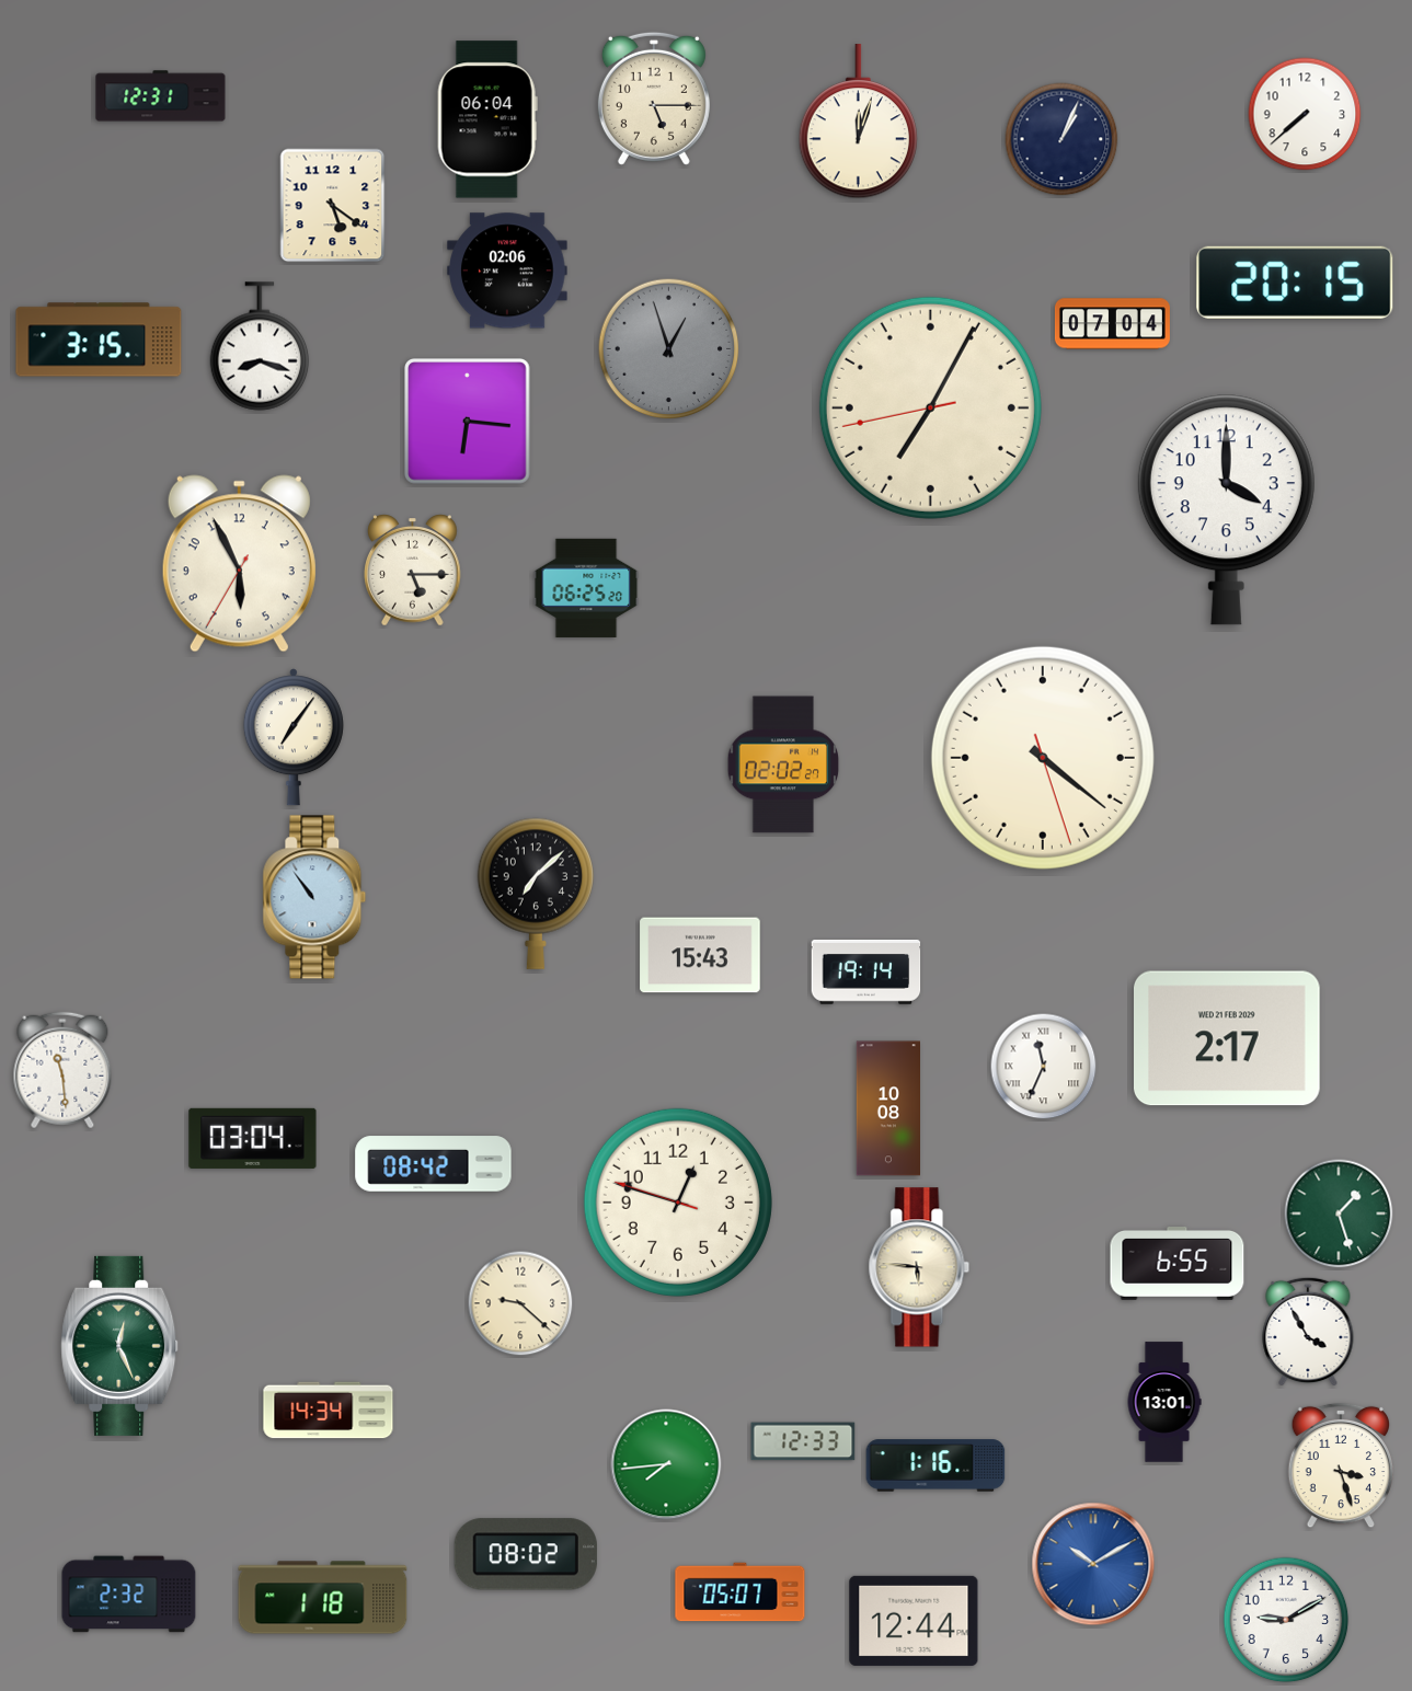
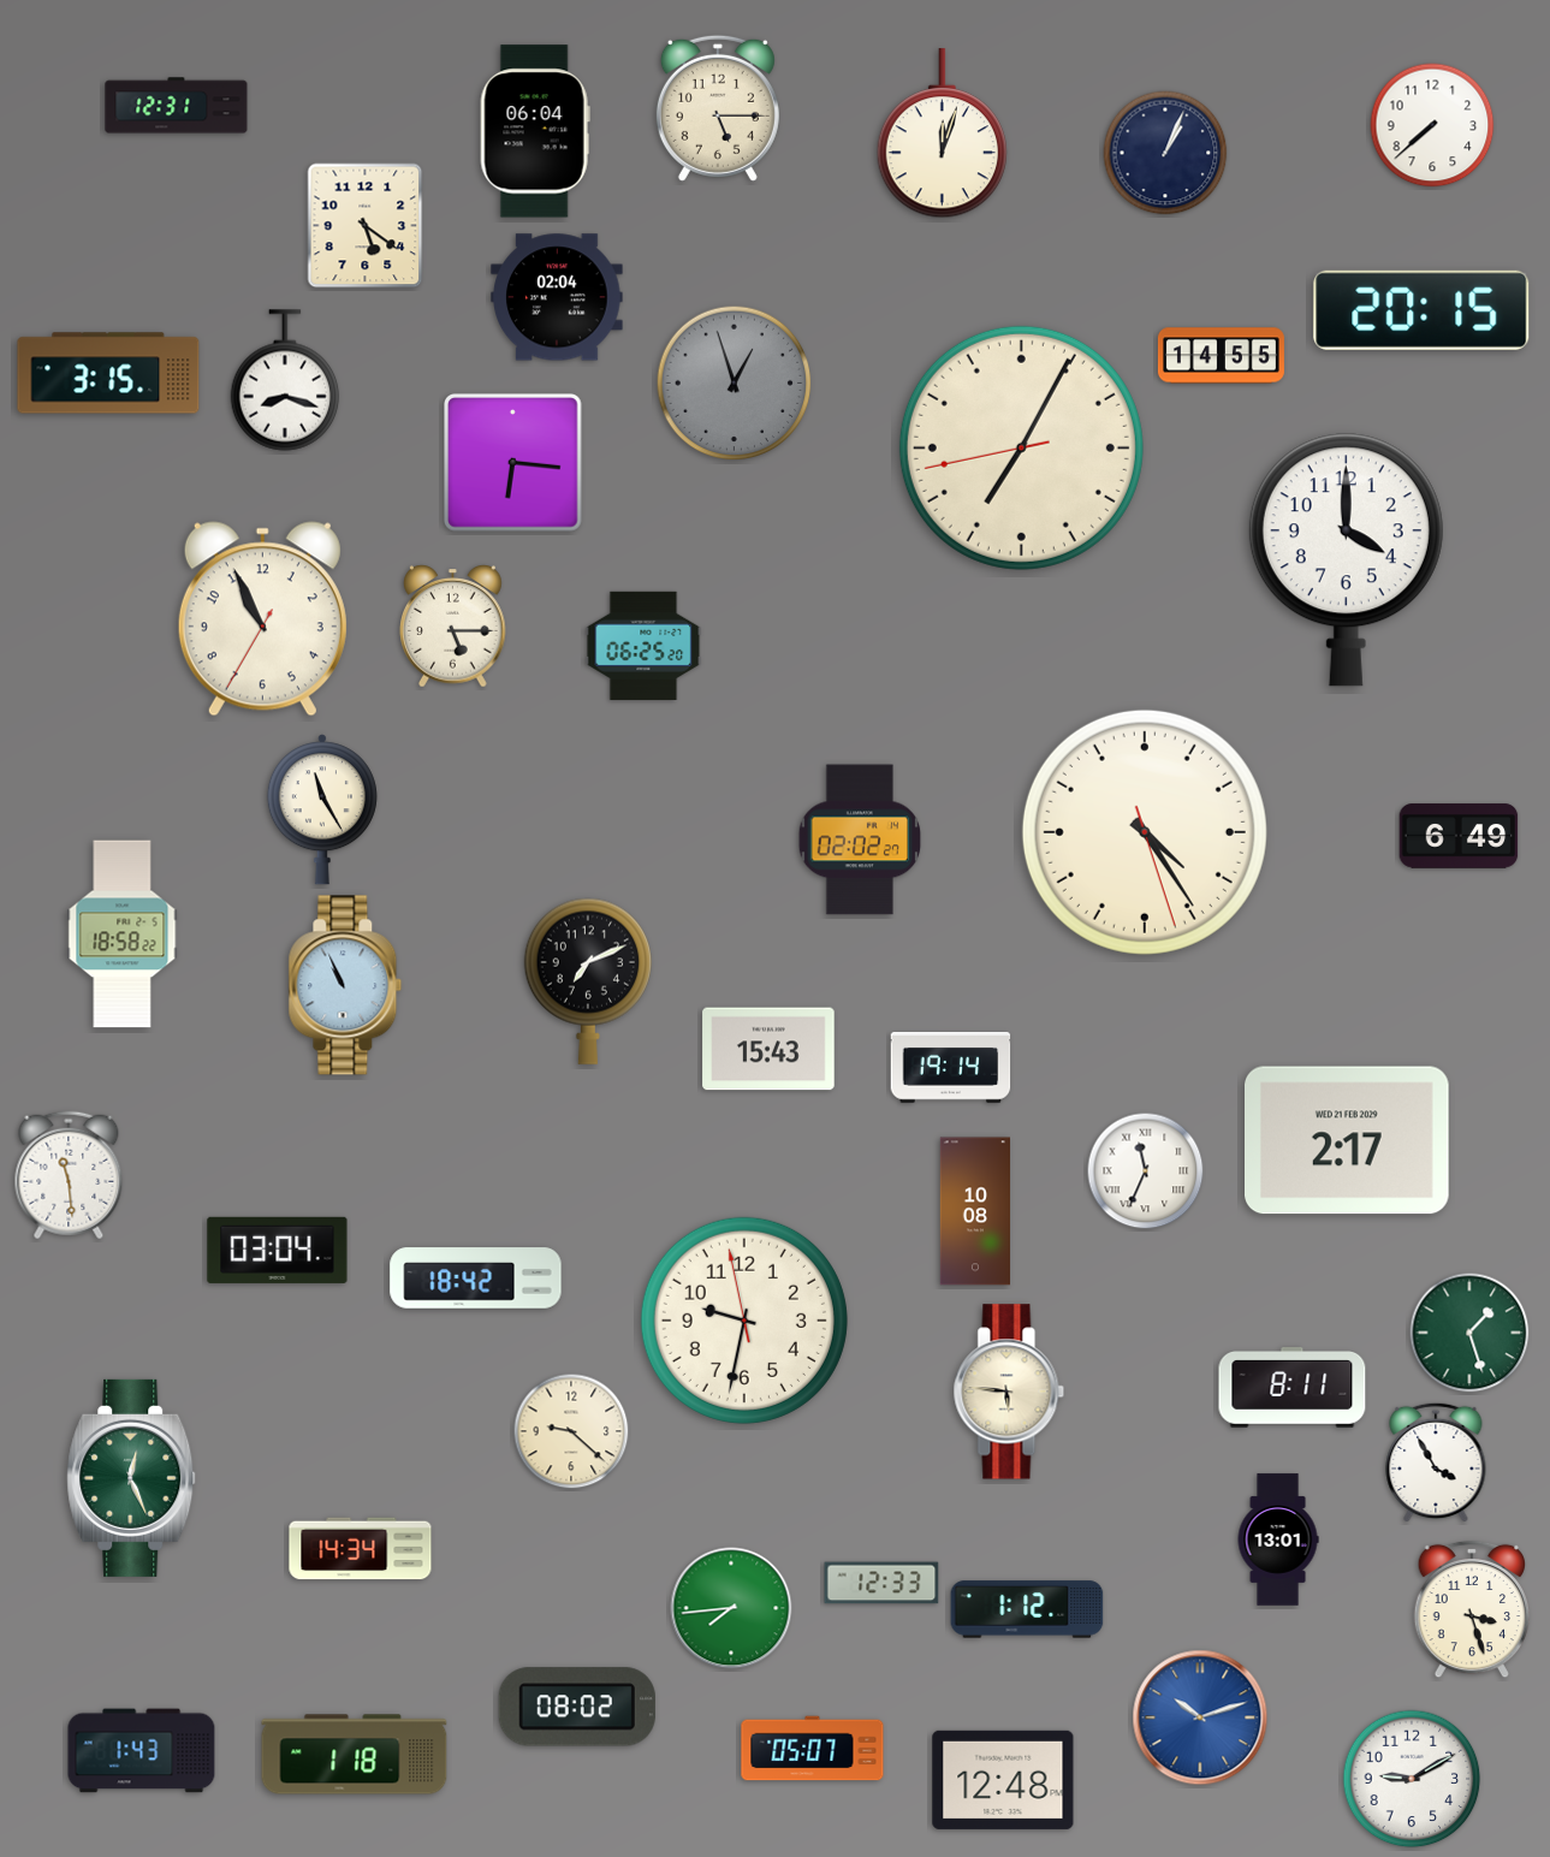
clock at (507, 271): 02:06 -> 02:04
clock at (1112, 324): 07:04 -> 14:55
clock at (239, 564): 5:55 -> 10:55
clock at (294, 737): 7:06 -> 11:25
clock at (1043, 758): 4:21 -> 4:24
clock at (1459, 836): none -> 6:49
clock at (123, 935): none -> 18:58
clock at (535, 894): 7:08 -> 7:11
clock at (314, 897): 10:54 -> 10:56
clock at (887, 1108) position: (887, 1108) -> (974, 1211)
clock at (434, 1164): 08:42 -> 18:42
clock at (678, 1203): 12:47 -> 9:31
clock at (1178, 1264): 6:55 -> 8:11
clock at (935, 1465): 1:16 -> 1:12
clock at (1093, 1564): 10:10 -> 10:12
clock at (129, 1595): 2:32 -> 1:43
clock at (914, 1621): 12:44 -> 12:48
